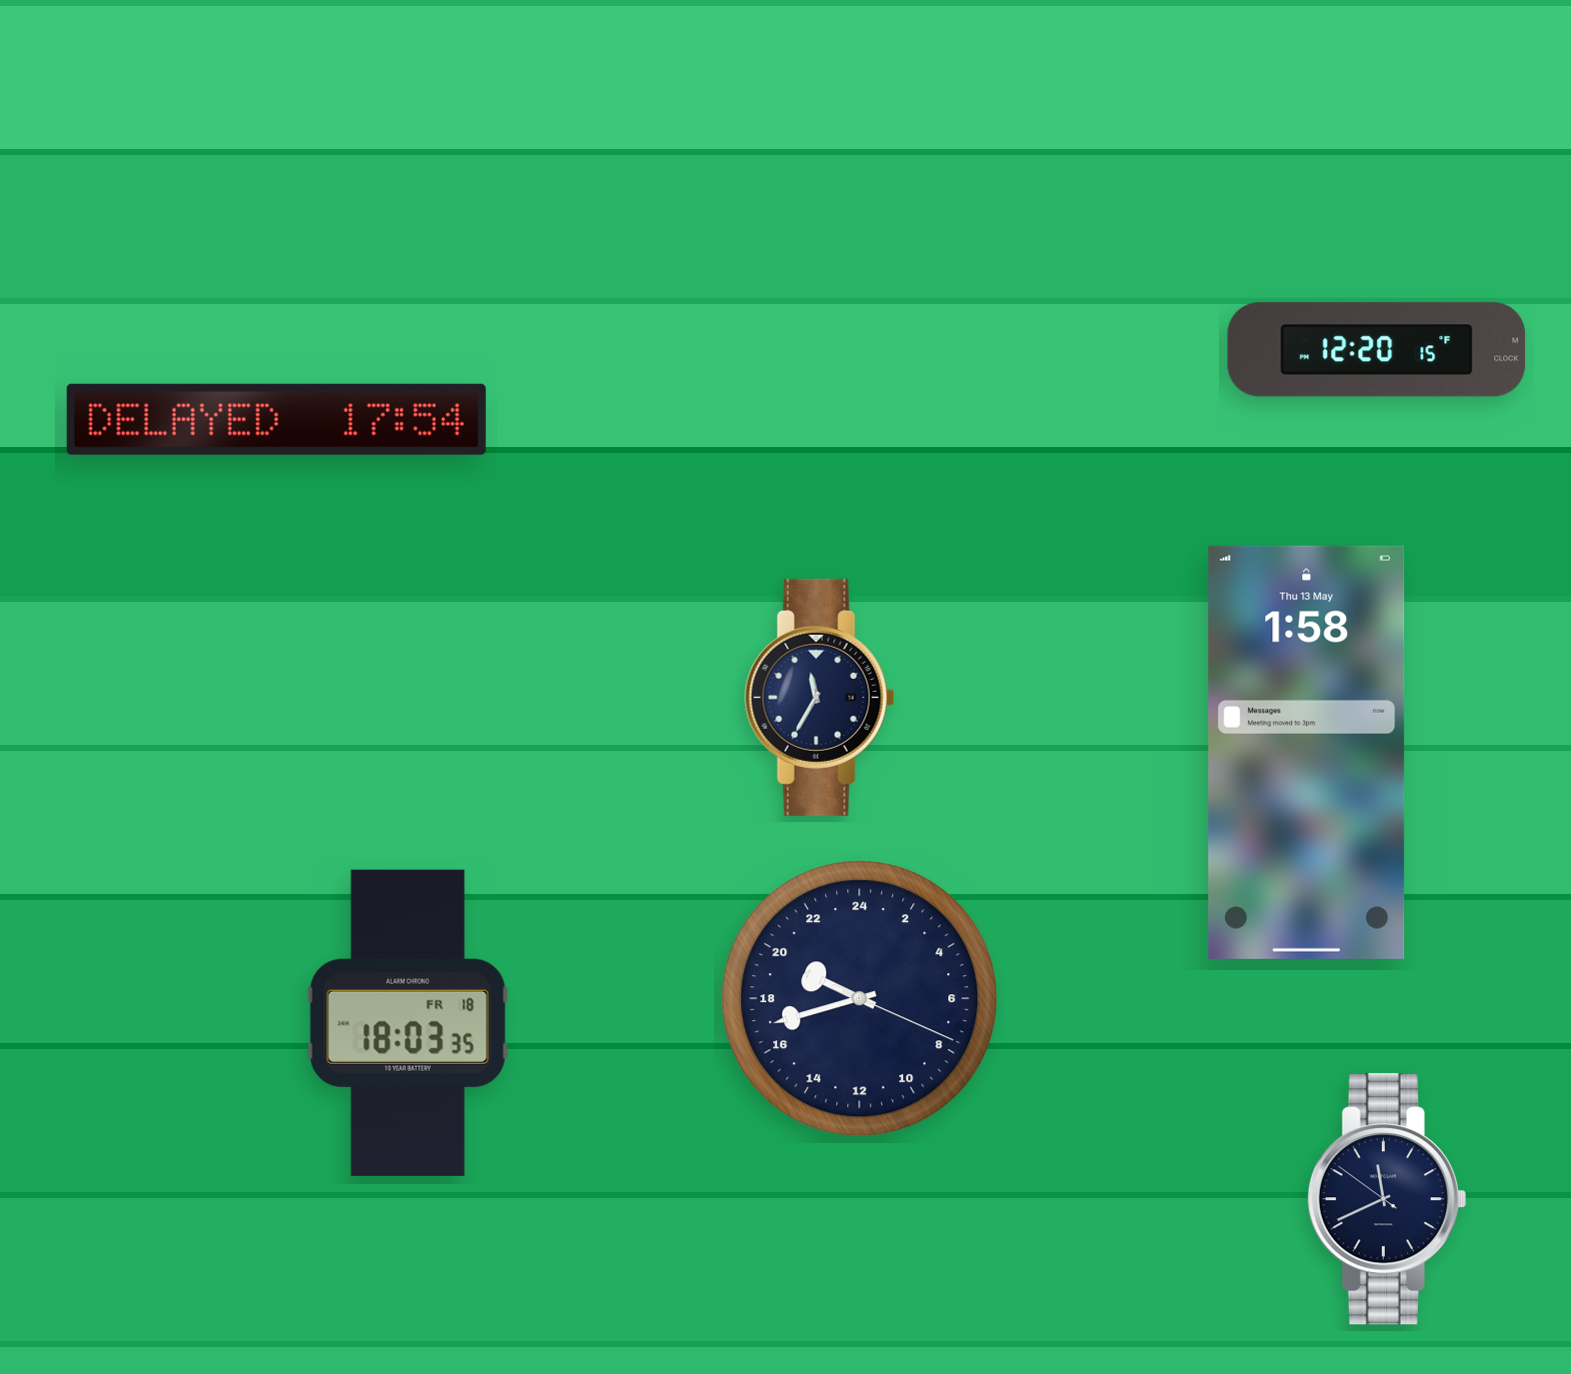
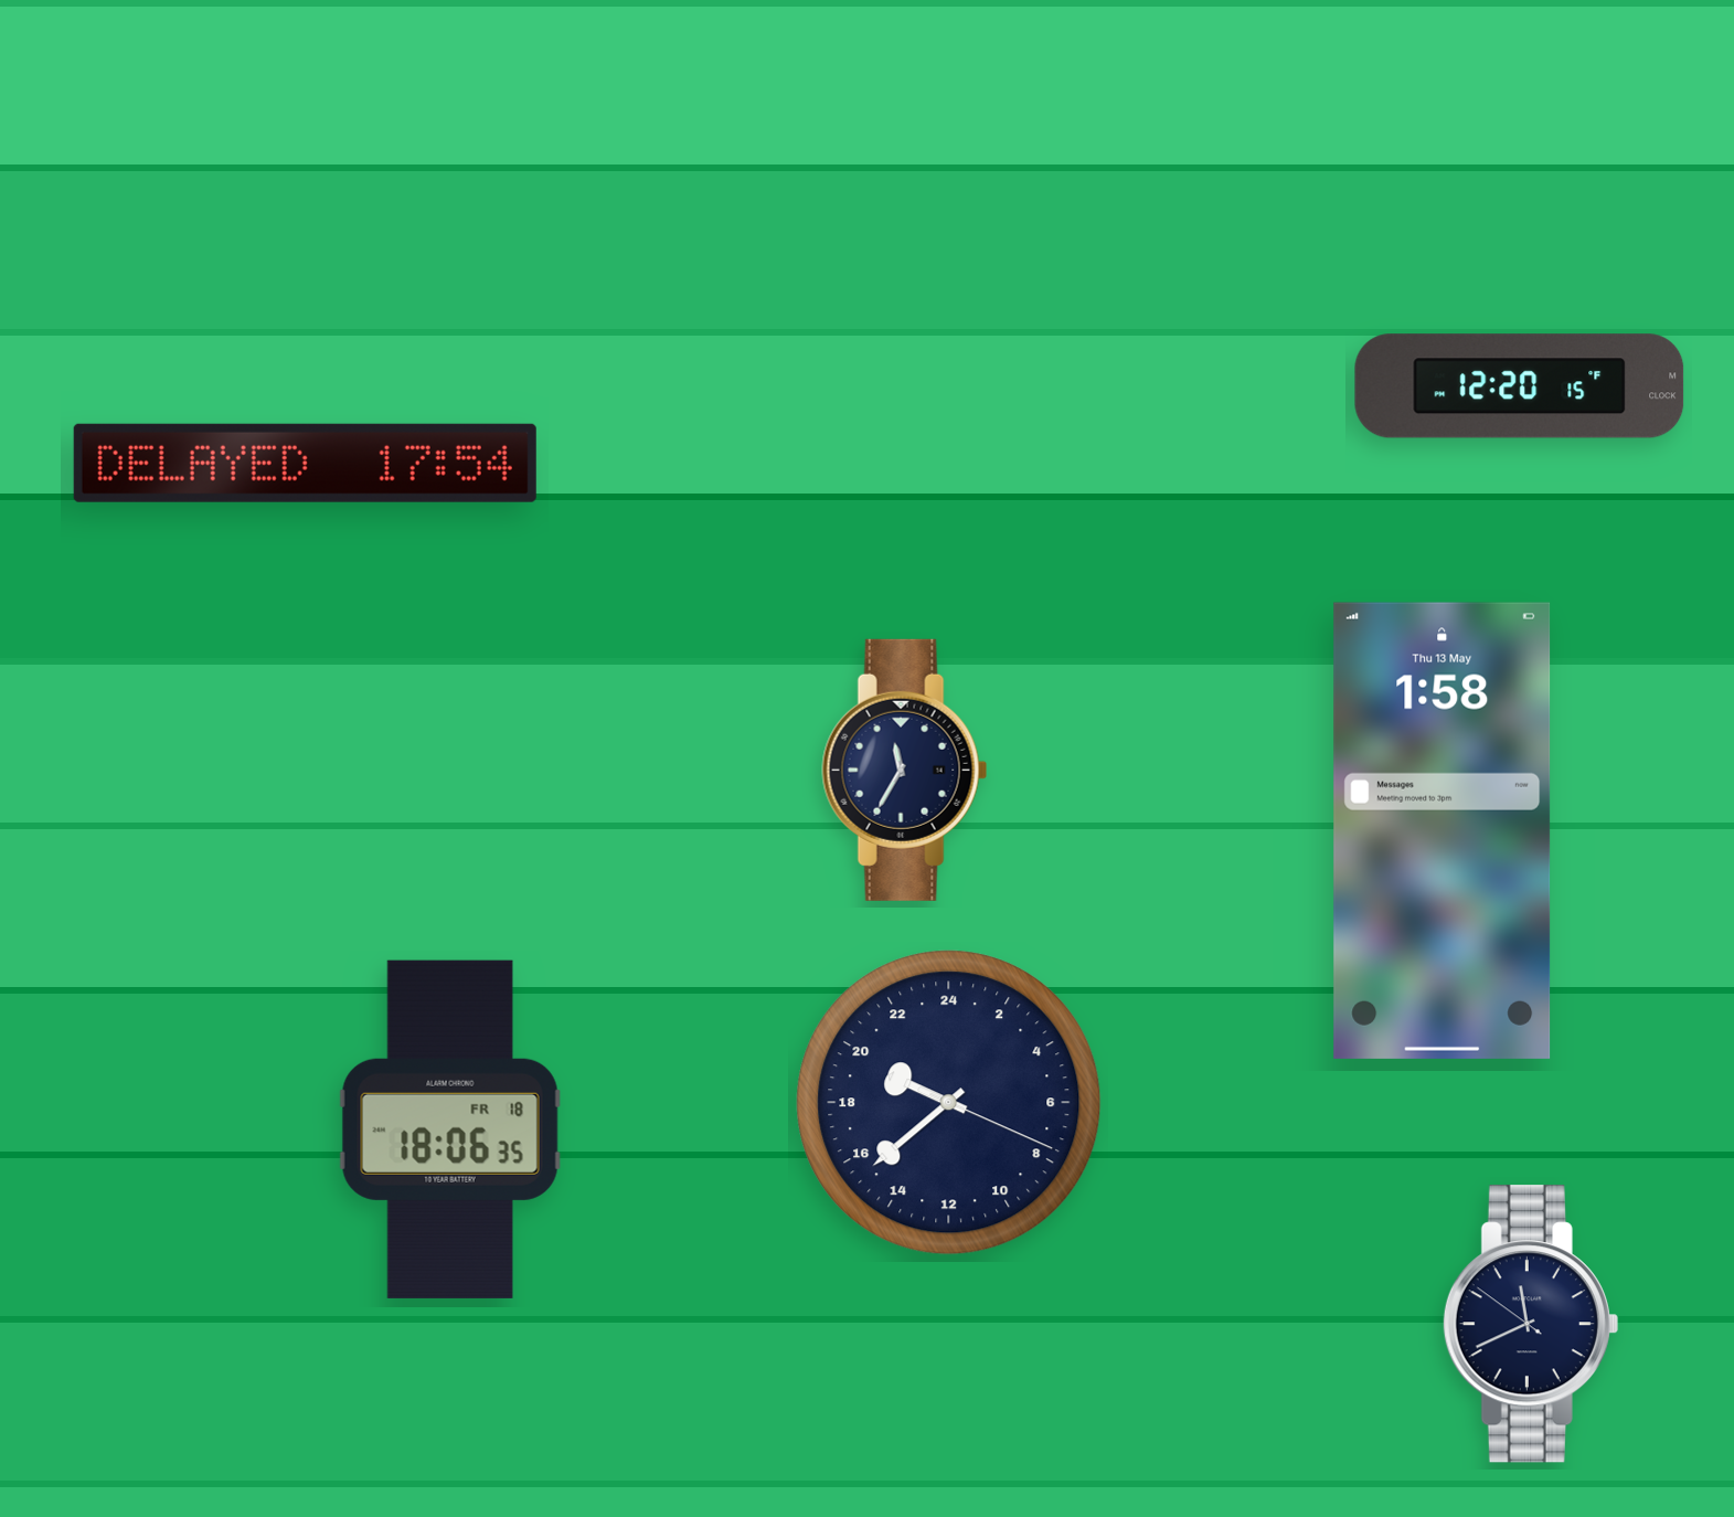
clock at (860, 999): 19:42 -> 19:38
clock at (408, 1023): 18:03 -> 18:06
